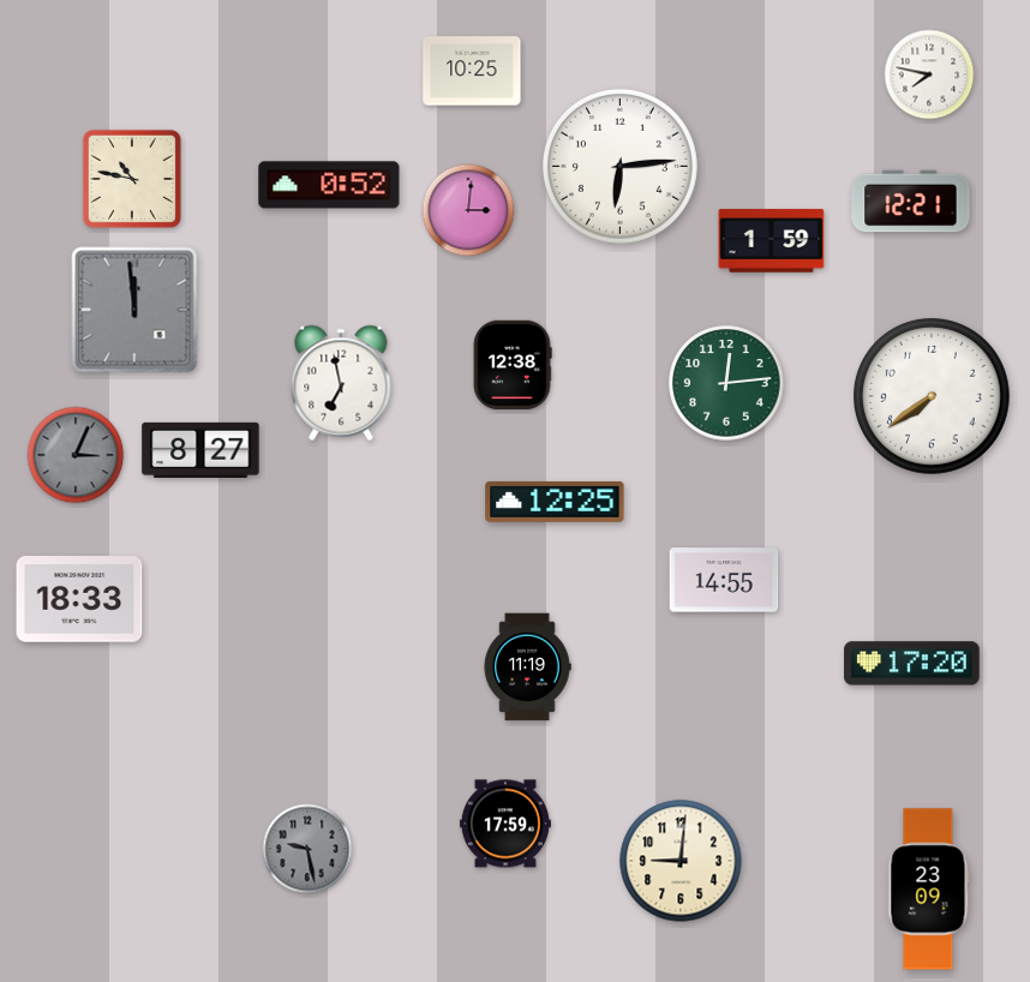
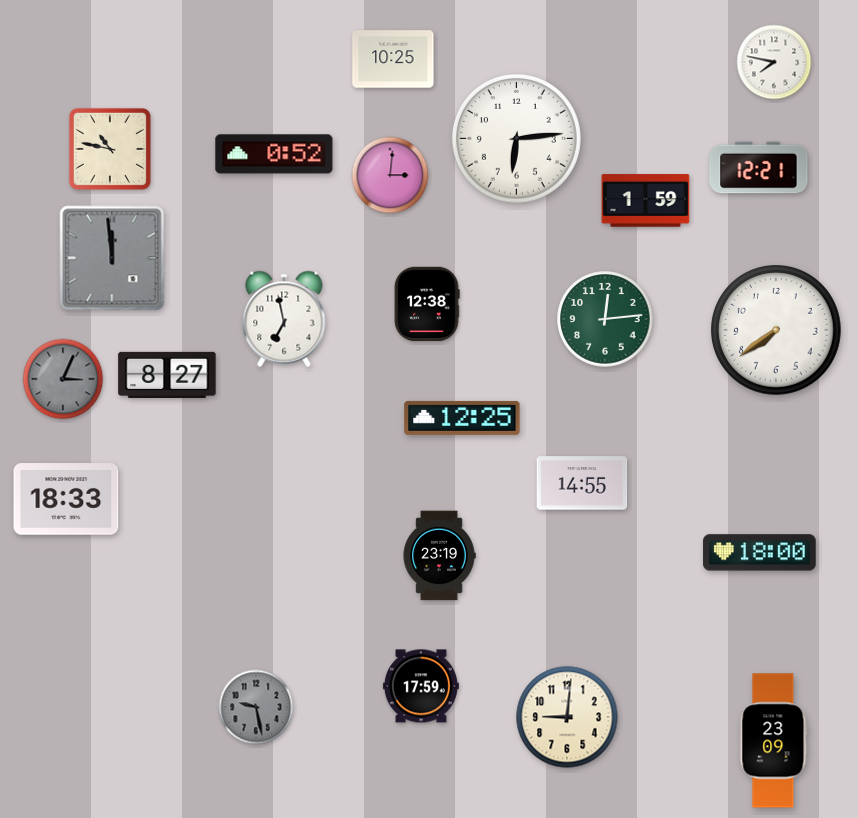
clock at (772, 241) position: (772, 241) -> (646, 201)
clock at (724, 580) position: (724, 580) -> (582, 483)
clock at (912, 664): 17:20 -> 18:00
clock at (527, 667): 11:19 -> 23:19
